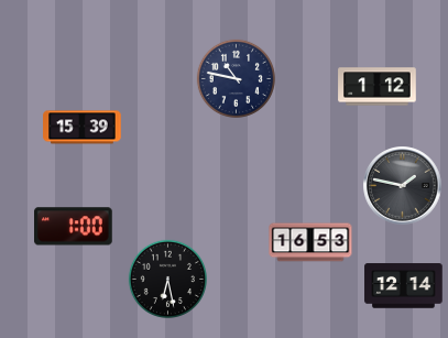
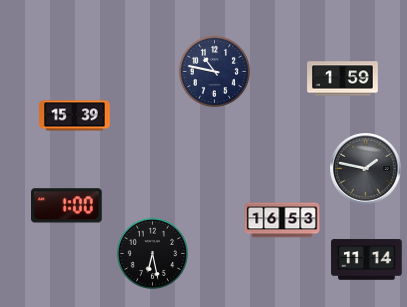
clock at (378, 87): 1:12 -> 1:59
clock at (404, 286): 12:14 -> 11:14
